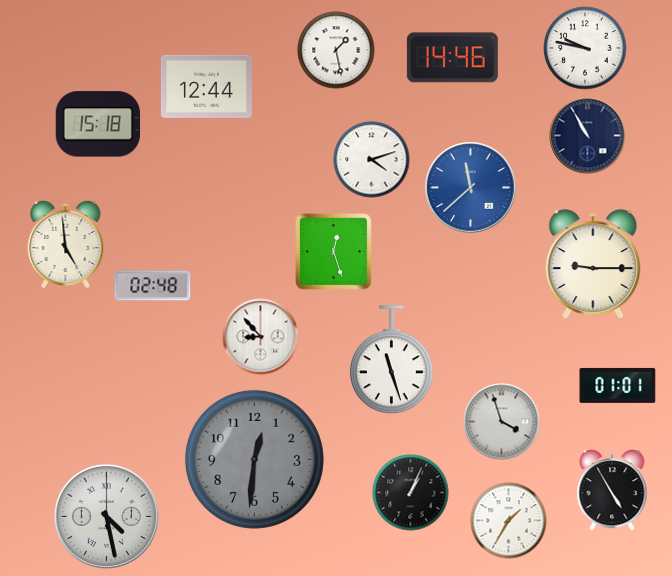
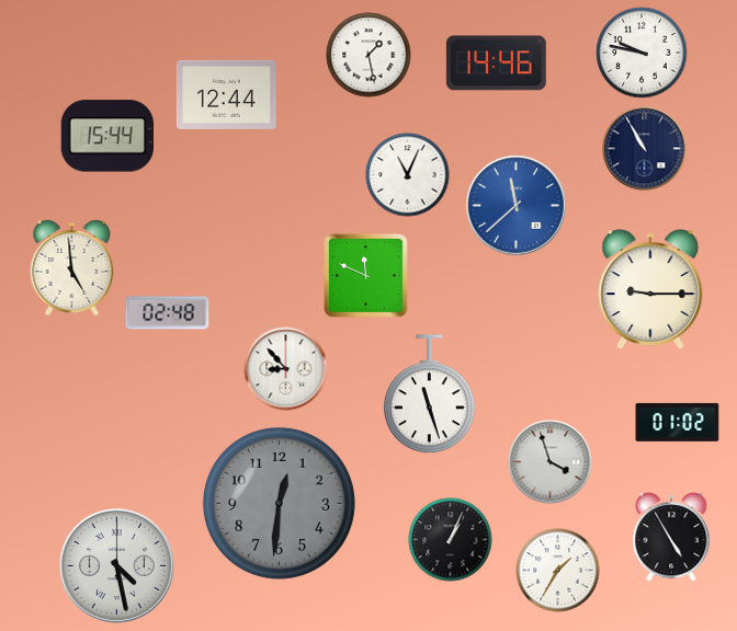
clock at (97, 124): 15:18 -> 15:44
clock at (372, 160): 4:12 -> 11:04
clock at (334, 252): 12:27 -> 11:49
clock at (618, 385): 01:01 -> 01:02
